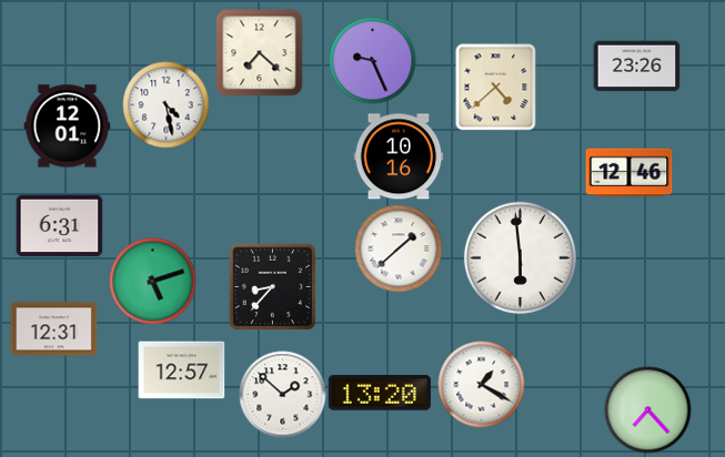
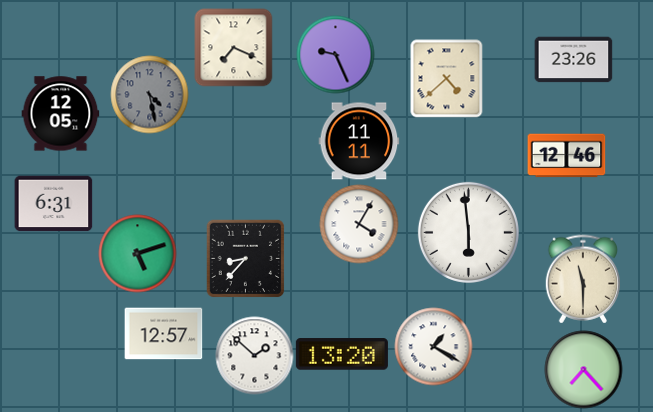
clock at (259, 52): 7:22 -> 7:19
clock at (165, 104) dial: white -> grey
clock at (67, 126): 12:01 -> 12:05
clock at (399, 156): 10:16 -> 11:11
clock at (399, 248): 1:38 -> 4:05
clock at (582, 279): none -> 11:30
clock at (53, 329): 12:31 -> none
